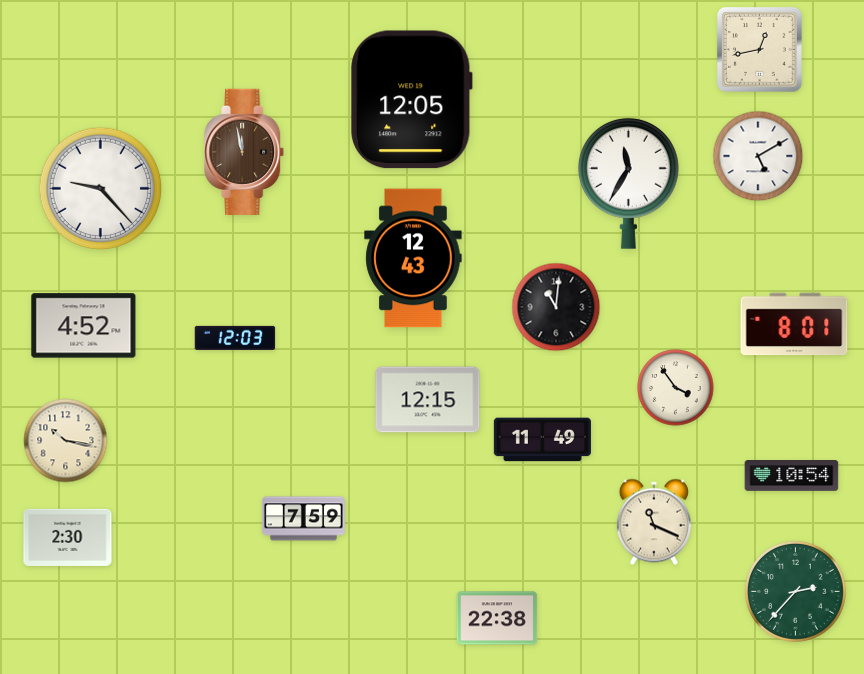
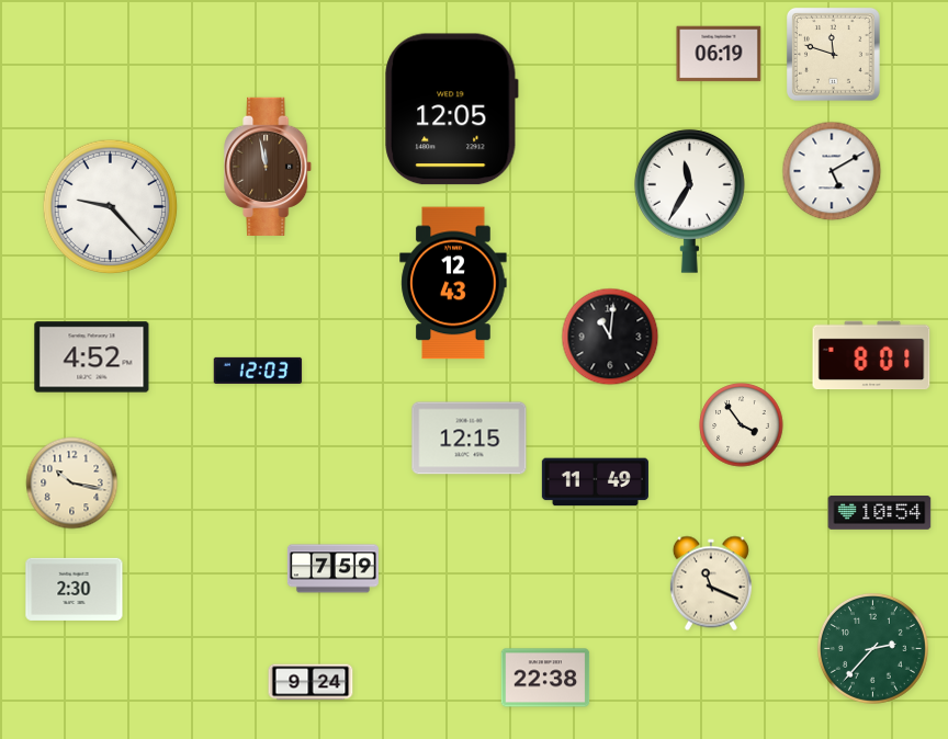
clock at (719, 54): none -> 06:19
clock at (759, 49): 12:43 -> 11:48
clock at (792, 476) position: (792, 476) -> (880, 513)
clock at (654, 522) position: (654, 522) -> (711, 583)
clock at (311, 682): none -> 9:24
